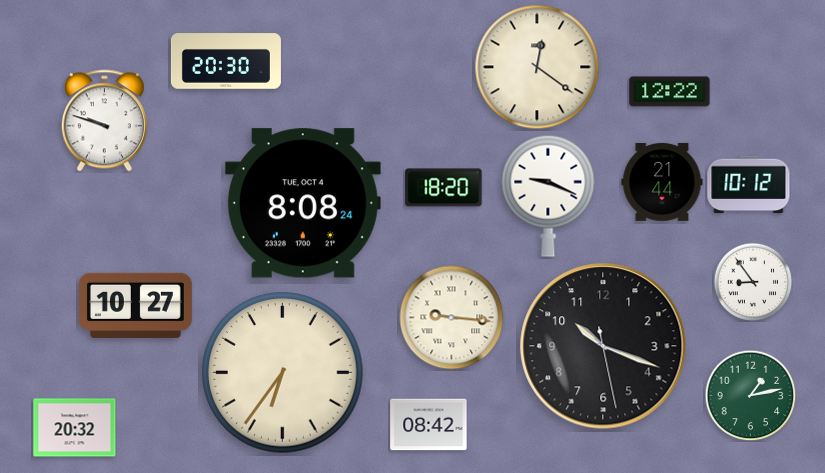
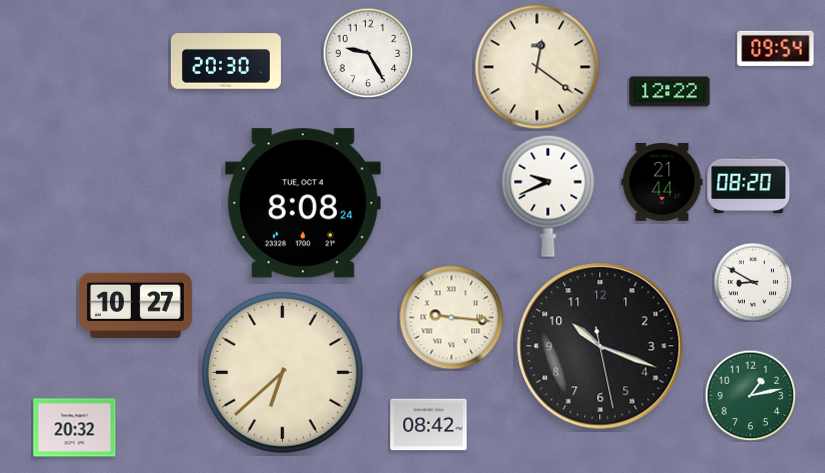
clock at (776, 48): none -> 09:54
clock at (368, 53): none -> 9:25
clock at (104, 121): 9:48 -> none
clock at (749, 185): 10:12 -> 08:20
clock at (444, 188): 18:20 -> none
clock at (548, 196): 9:19 -> 9:41
clock at (753, 282): 8:54 -> 8:50
clock at (603, 346) position: (603, 346) -> (600, 346)
clock at (283, 373): 6:36 -> 6:38
